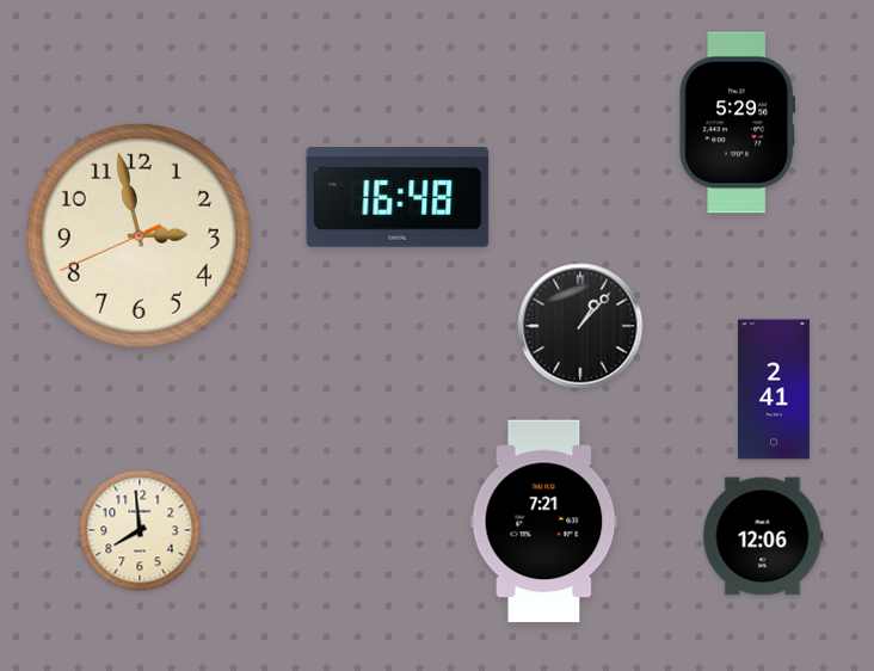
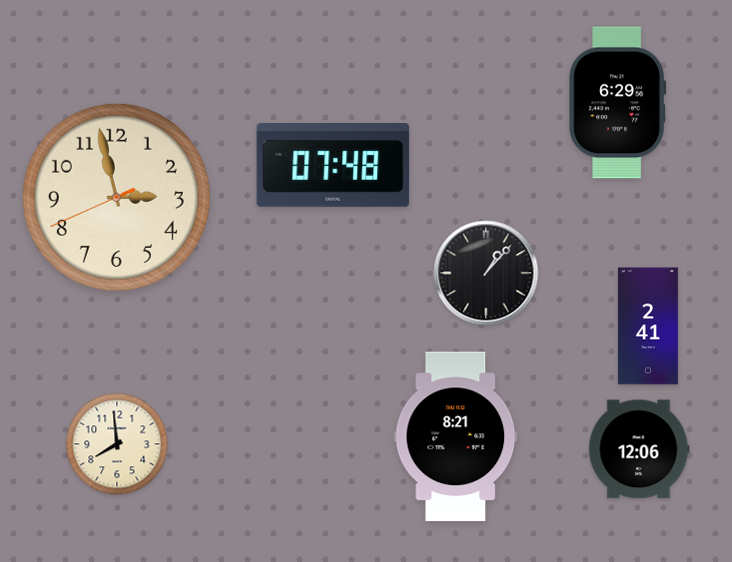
clock at (738, 123): 5:29 -> 6:29
clock at (398, 198): 16:48 -> 07:48
clock at (544, 522): 7:21 -> 8:21
